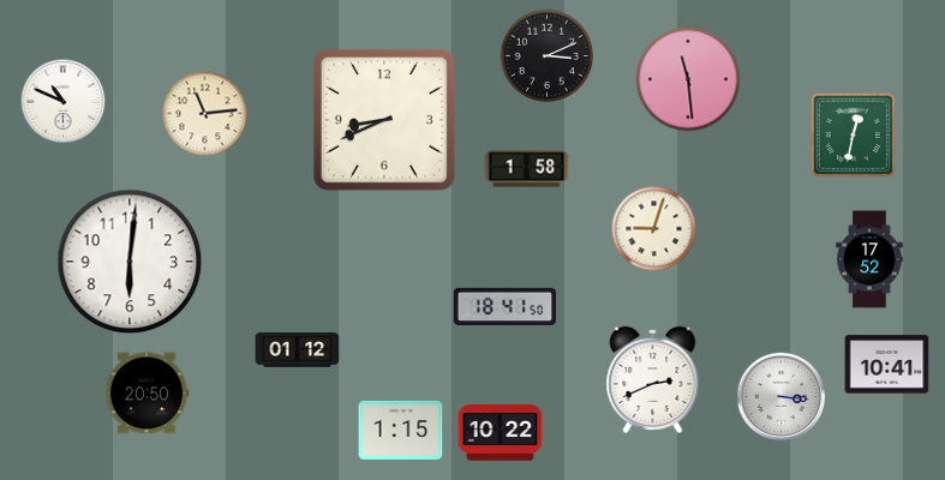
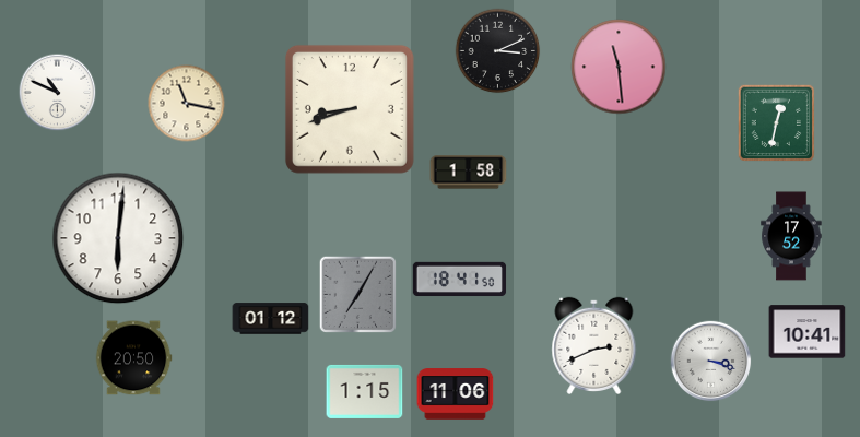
clock at (688, 79) position: (688, 79) -> (619, 67)
clock at (205, 114): 11:14 -> 11:17
clock at (384, 120): 8:41 -> 8:42
clock at (527, 169) position: (527, 169) -> (469, 173)
clock at (654, 229): 9:03 -> none
clock at (357, 294): none -> 7:05
clock at (782, 397): 3:16 -> 3:18
clock at (501, 433): 10:22 -> 11:06
